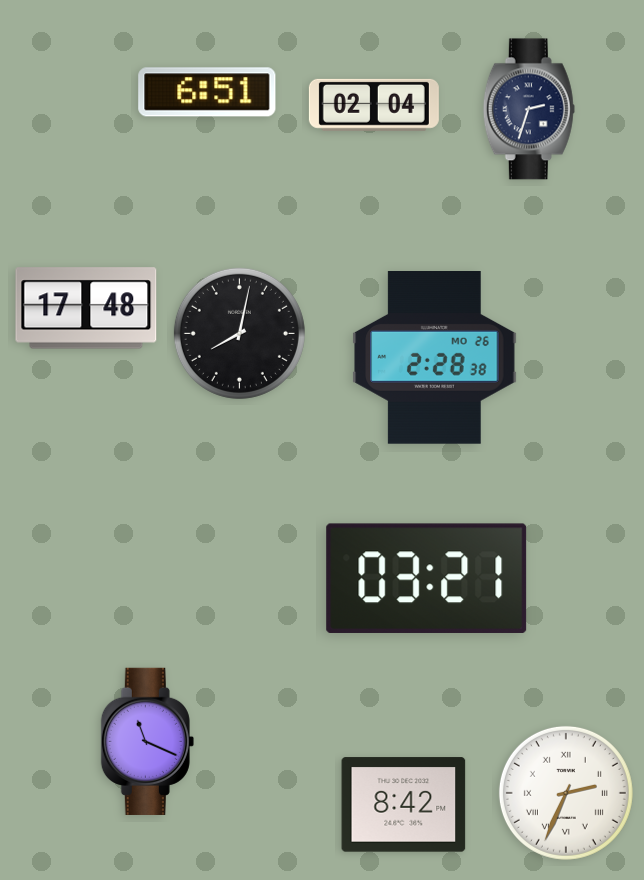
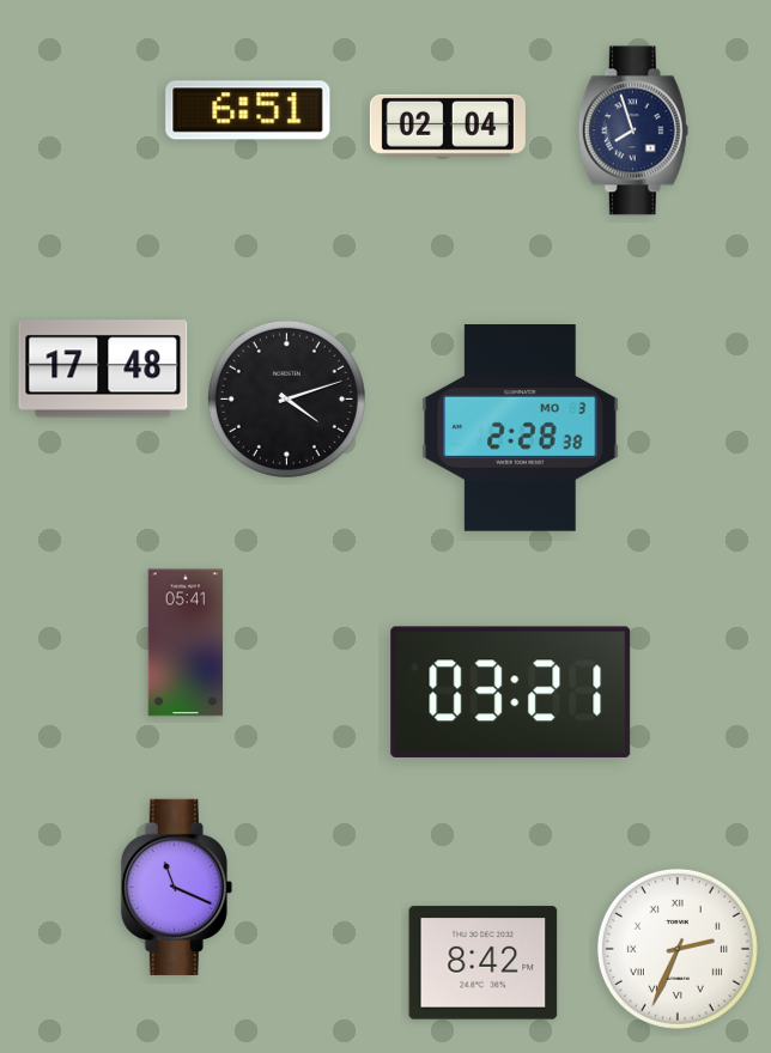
clock at (529, 109): 2:33 -> 7:57
clock at (239, 333): 8:02 -> 4:12
clock at (435, 358) date: MO 26 -> MO 3
clock at (186, 643): none -> 05:41
